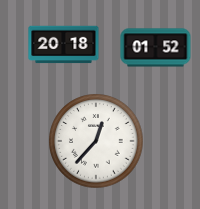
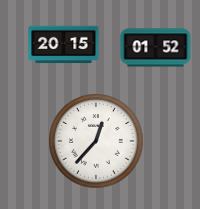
clock at (64, 45): 20:18 -> 20:15
